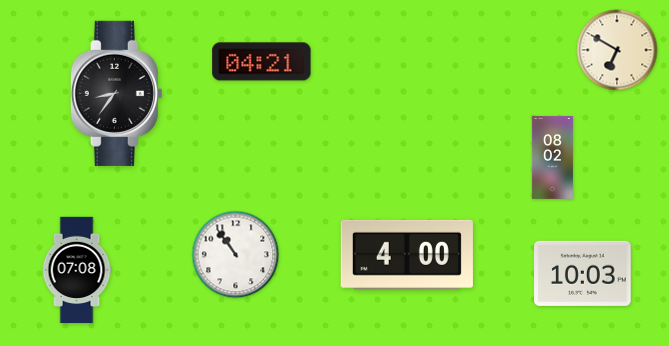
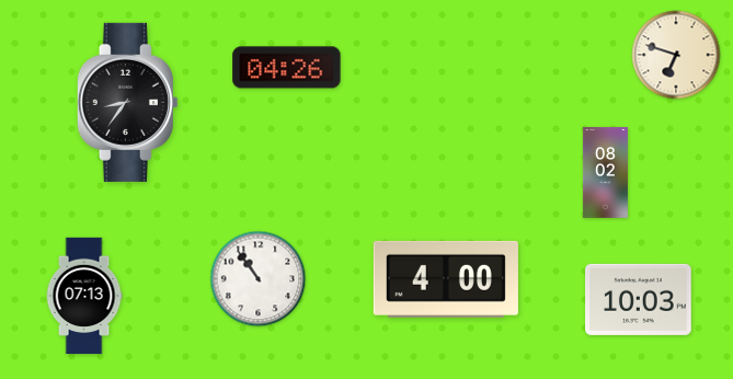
clock at (617, 50): 6:50 -> 6:48
clock at (262, 62): 04:21 -> 04:26
clock at (77, 270): 07:08 -> 07:13
